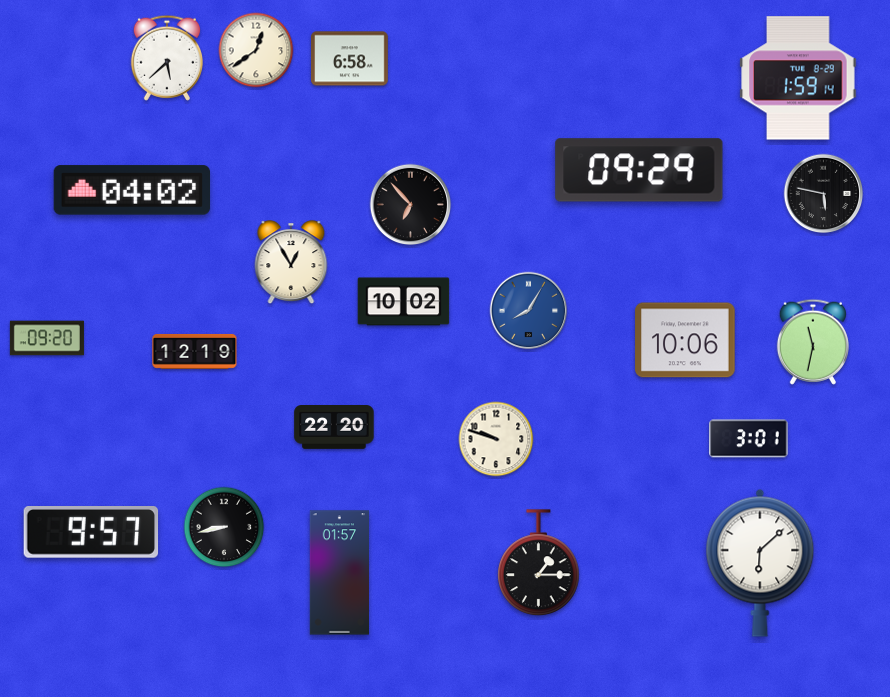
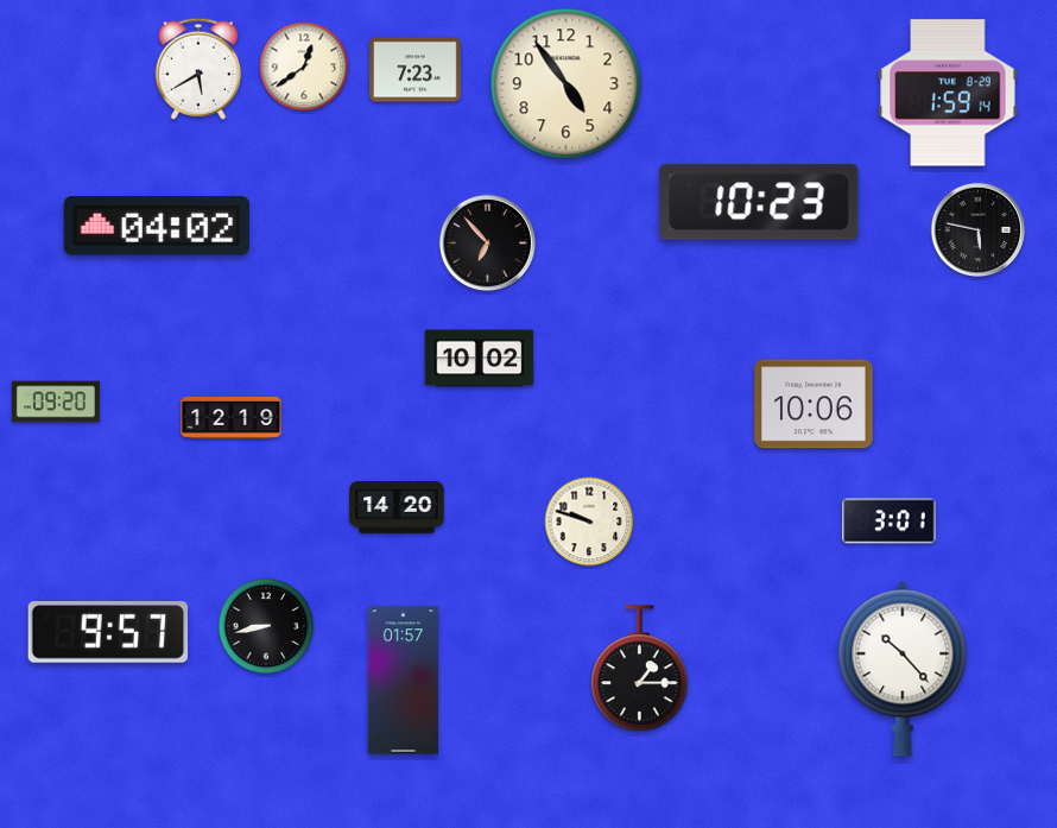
clock at (256, 50) position: (256, 50) -> (304, 67)
clock at (166, 58): 5:38 -> 5:40
clock at (350, 59): 6:58 -> 7:23
clock at (567, 84): none -> 4:54
clock at (639, 170): 09:29 -> 10:23
clock at (291, 263): 12:55 -> none
clock at (529, 311): 8:05 -> none
clock at (812, 342): 11:32 -> none
clock at (334, 428): 22:20 -> 14:20
clock at (760, 563): 6:08 -> 10:23
